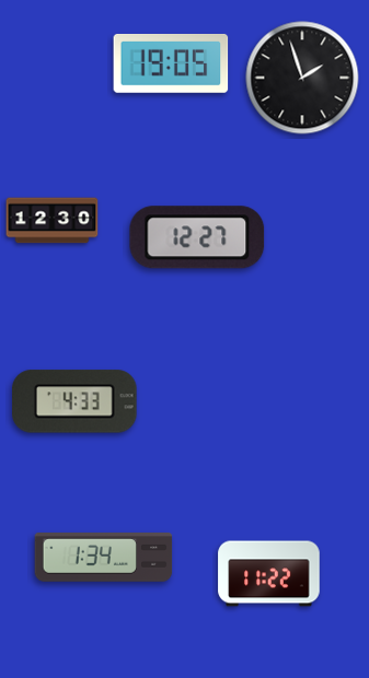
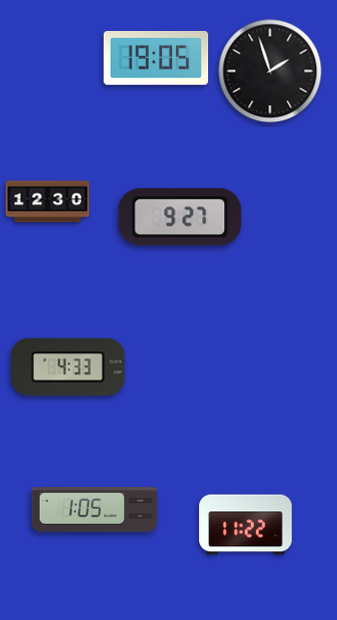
clock at (302, 78) position: (302, 78) -> (270, 71)
clock at (197, 237): 12:27 -> 9:27
clock at (104, 558): 1:34 -> 1:05
